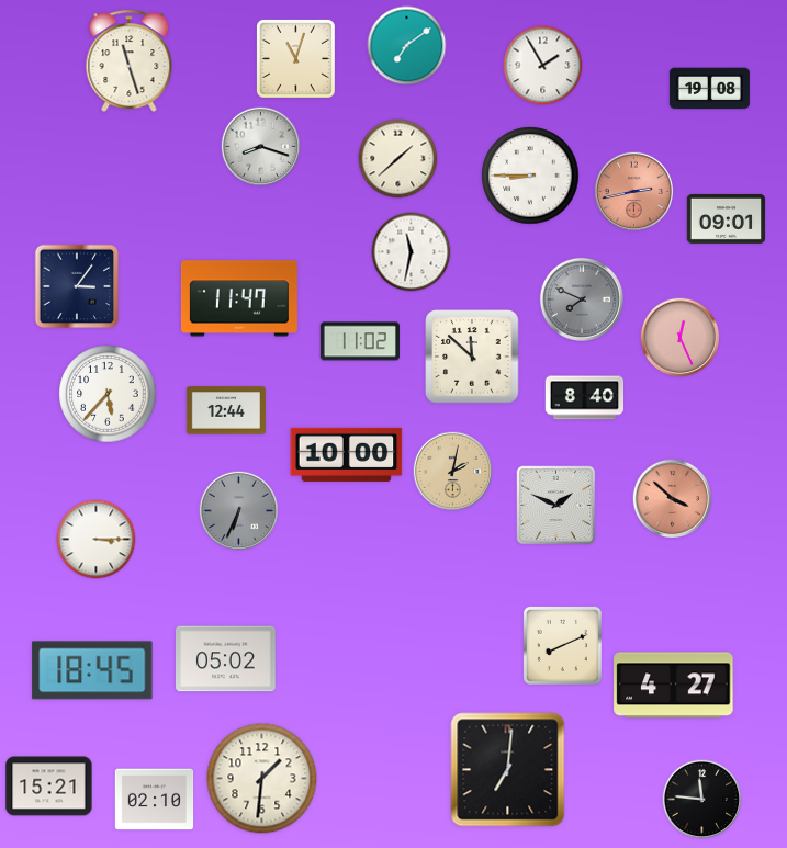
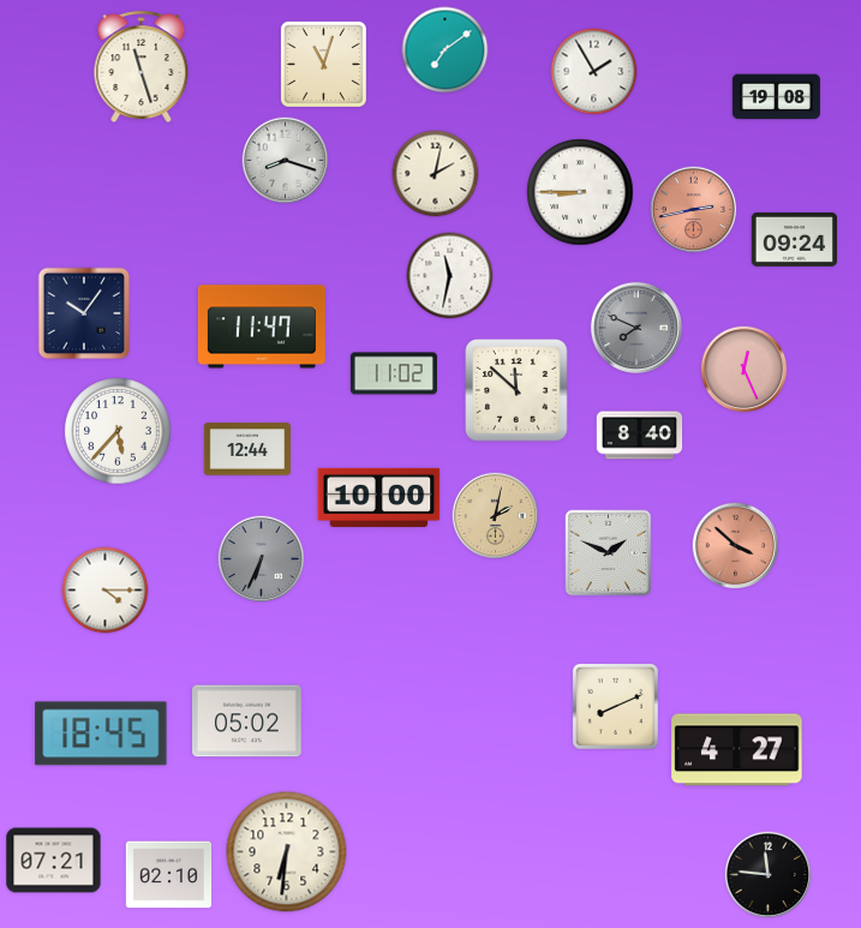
clock at (398, 159): 1:38 -> 2:02
clock at (727, 218): 09:01 -> 09:24
clock at (77, 286): 3:06 -> 10:06
clock at (97, 540): 3:15 -> 4:15
clock at (508, 770): 7:01 -> none
clock at (262, 779): 1:31 -> 6:31
clock at (49, 787): 15:21 -> 07:21
